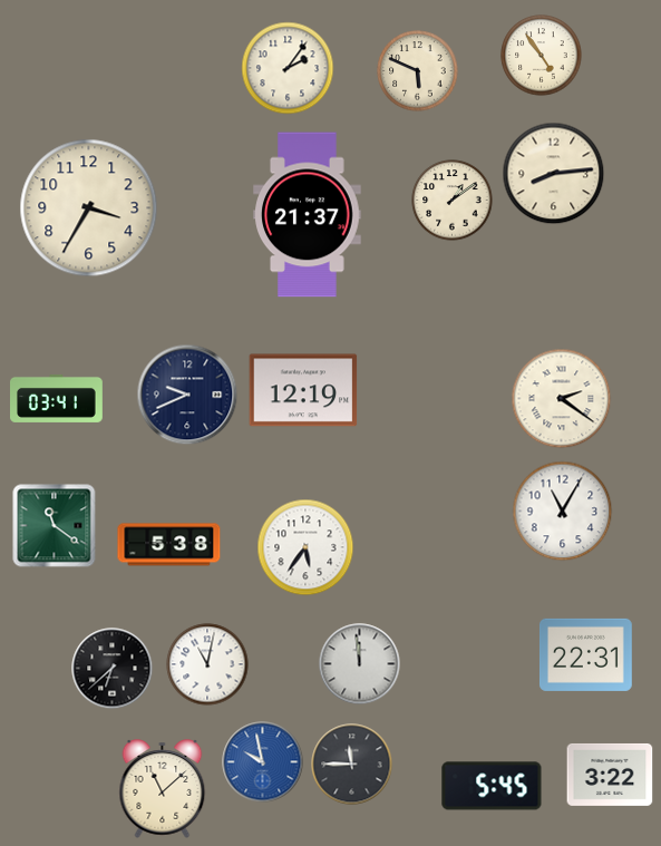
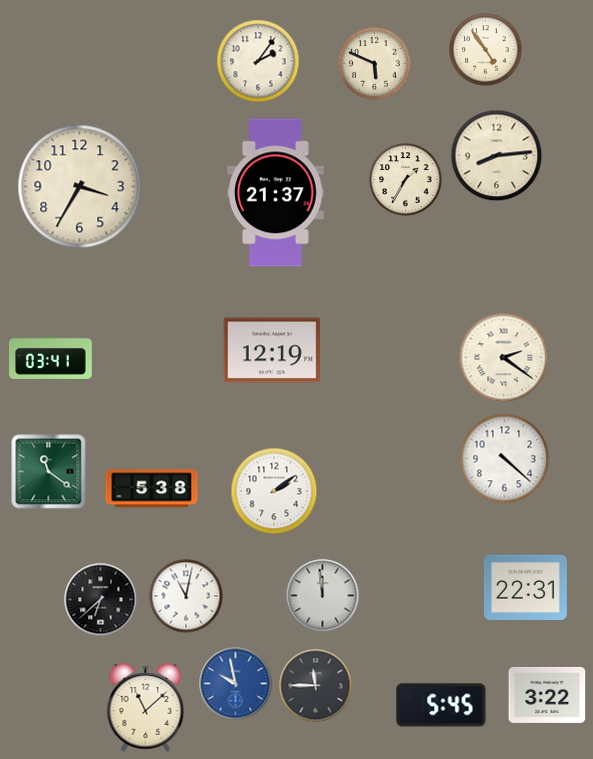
clock at (453, 201): 1:09 -> 1:35
clock at (187, 395): 9:41 -> none
clock at (563, 512): 11:05 -> 4:22
clock at (305, 547): 5:36 -> 2:09
